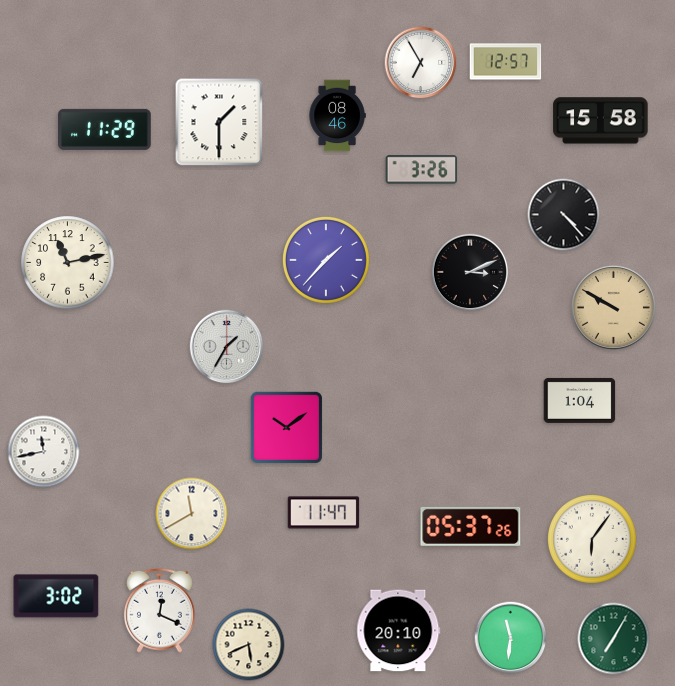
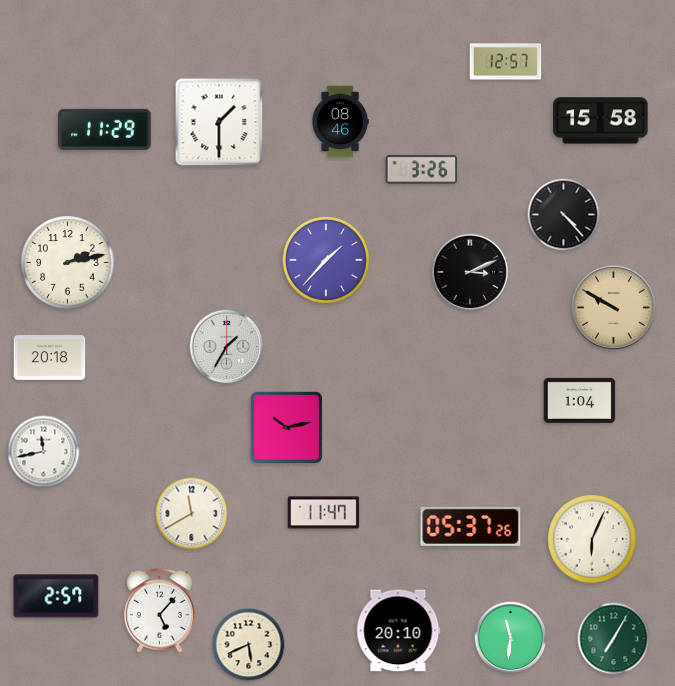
clock at (421, 63): 6:55 -> none
clock at (337, 116) position: (337, 116) -> (340, 122)
clock at (68, 263): 11:13 -> 2:13
clock at (50, 358): none -> 20:18
clock at (286, 427): 10:09 -> 10:13
clock at (593, 540): 6:06 -> 6:04
clock at (56, 596): 3:02 -> 2:57
clock at (159, 610): 12:19 -> 5:07
